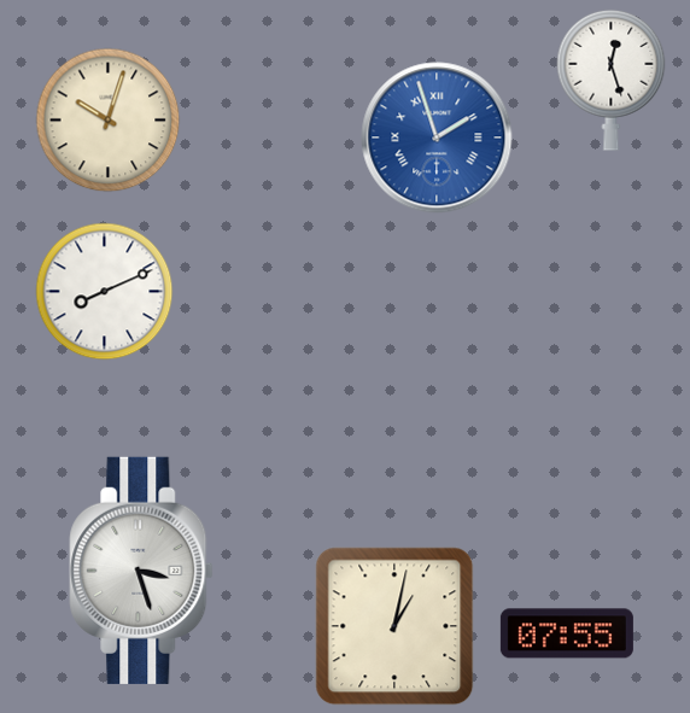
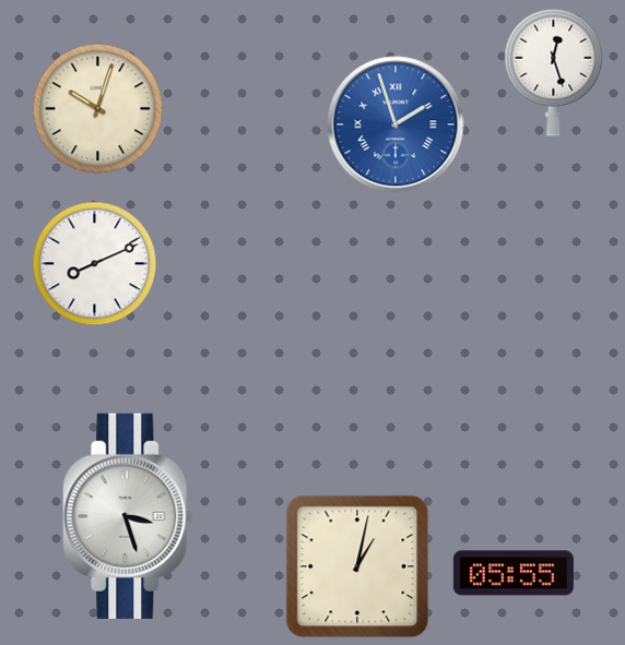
clock at (567, 633): 07:55 -> 05:55
